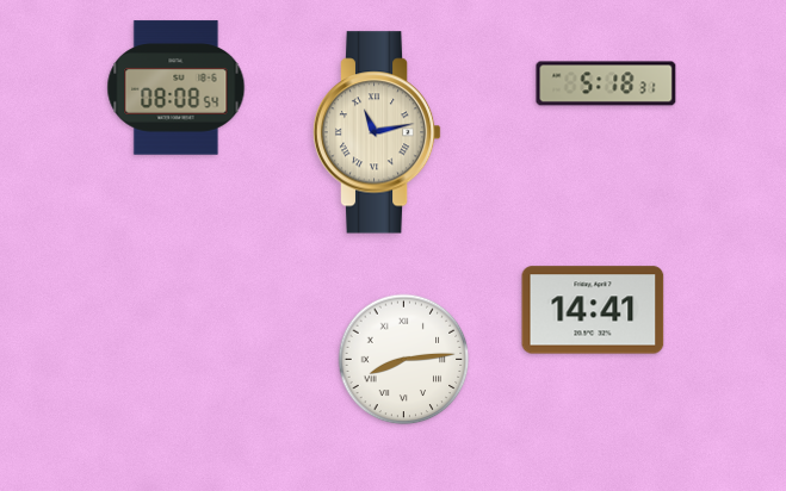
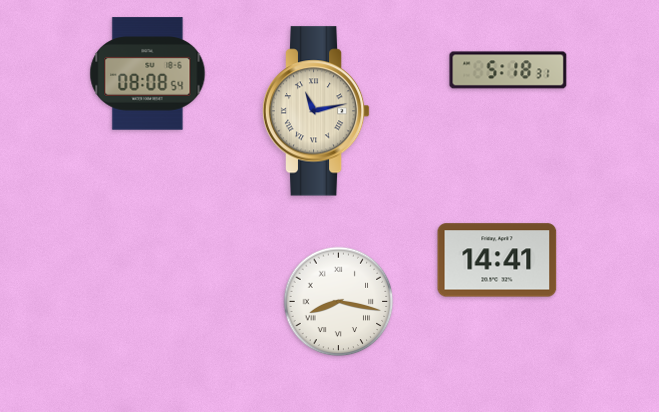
clock at (404, 360): 8:14 -> 8:17
